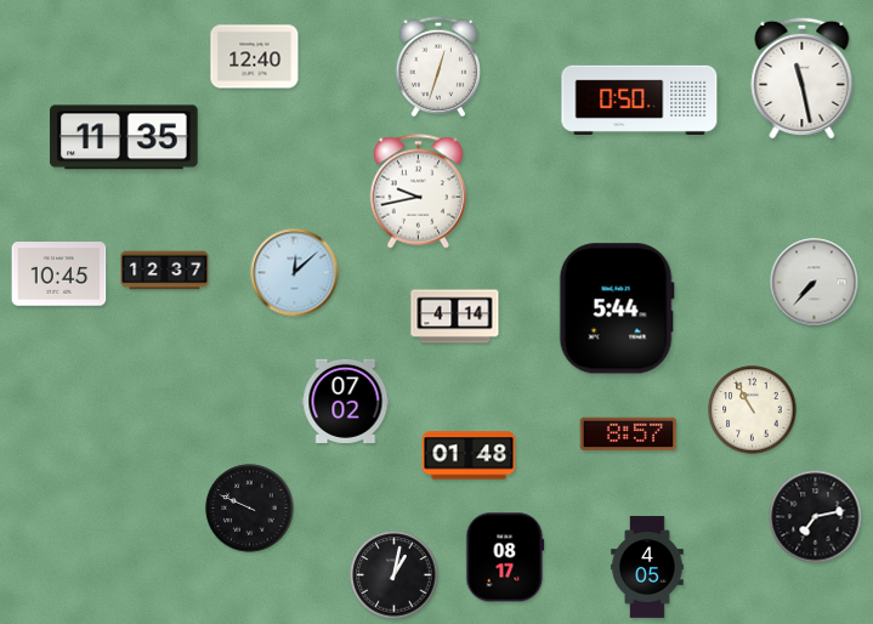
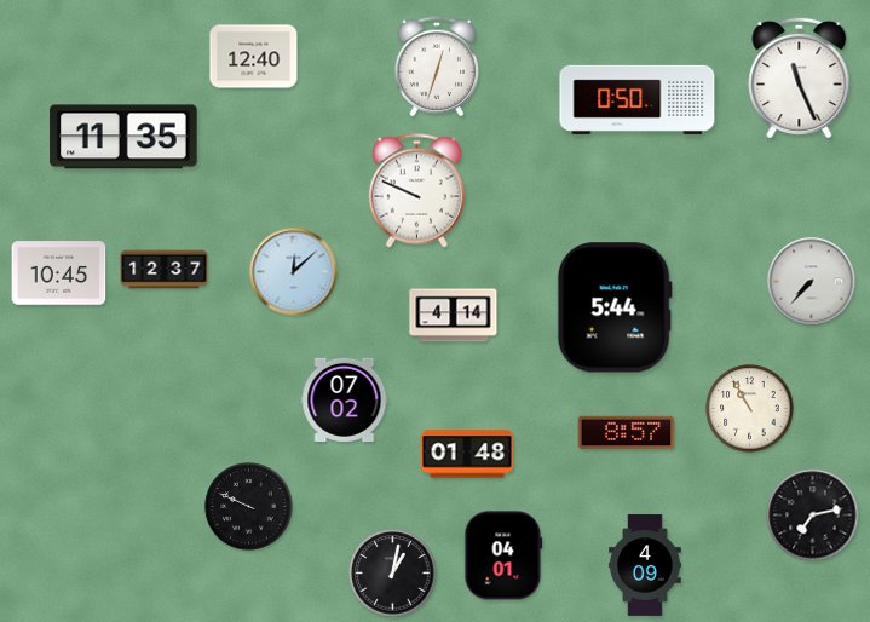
clock at (803, 76): 11:28 -> 11:26
clock at (418, 192): 9:43 -> 9:49
clock at (505, 557): 08:17 -> 04:01
clock at (647, 567): 4:05 -> 4:09
